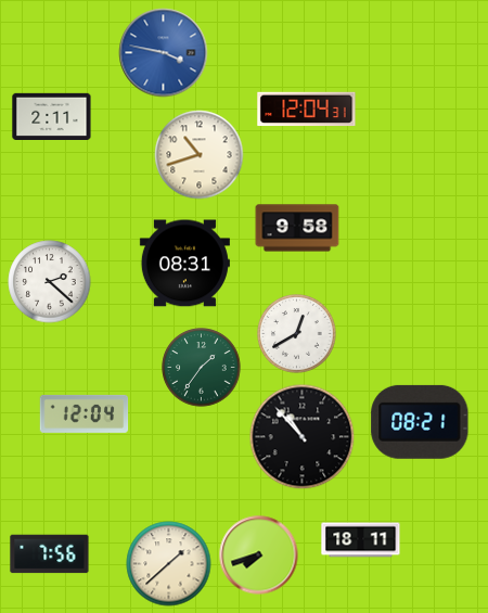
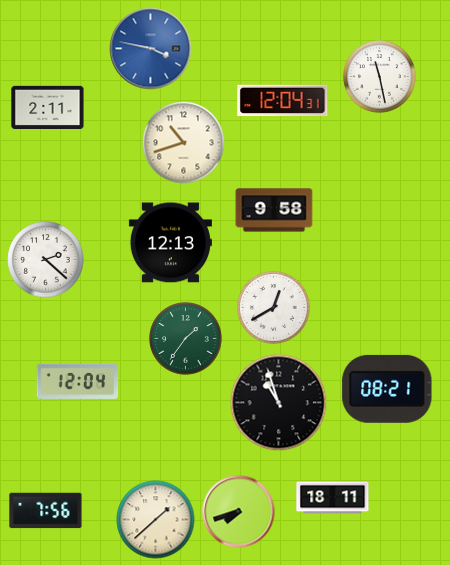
clock at (380, 77): none -> 11:28
clock at (184, 264): 08:31 -> 12:13
clock at (303, 437): 10:53 -> 10:57
